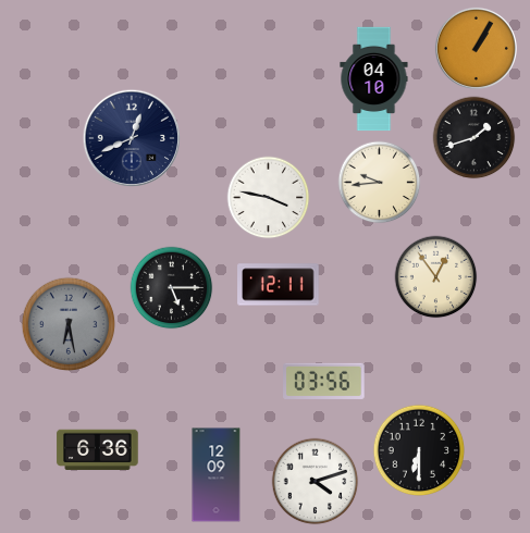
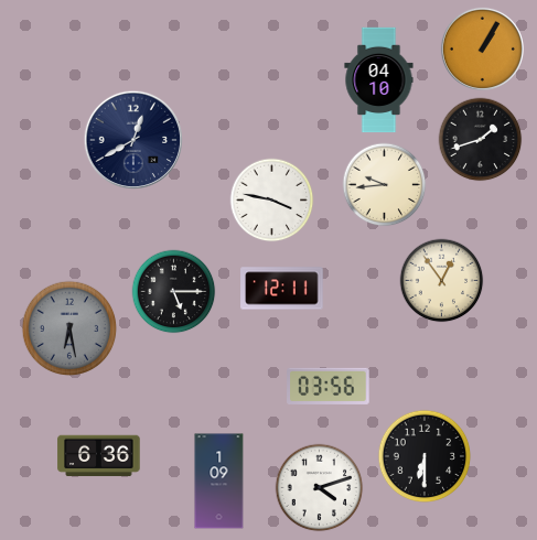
clock at (131, 137): 12:41 -> 12:40
clock at (217, 475): 12:09 -> 1:09
